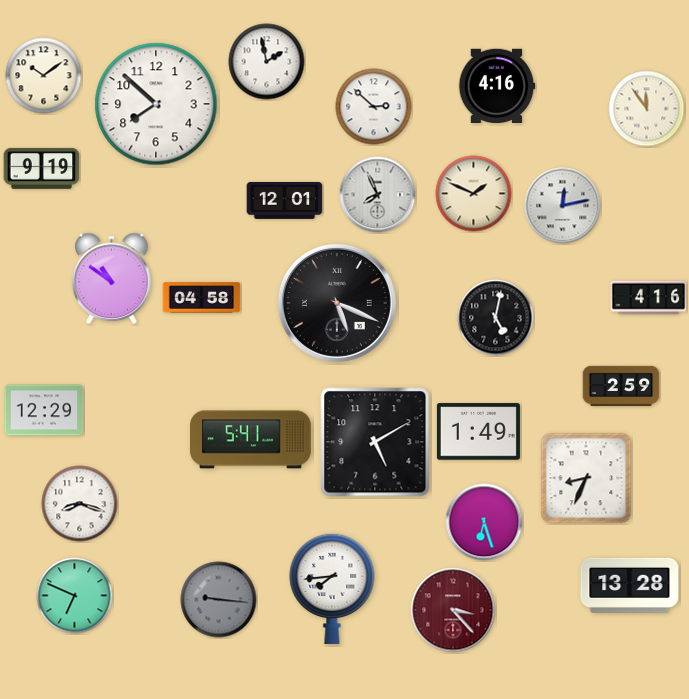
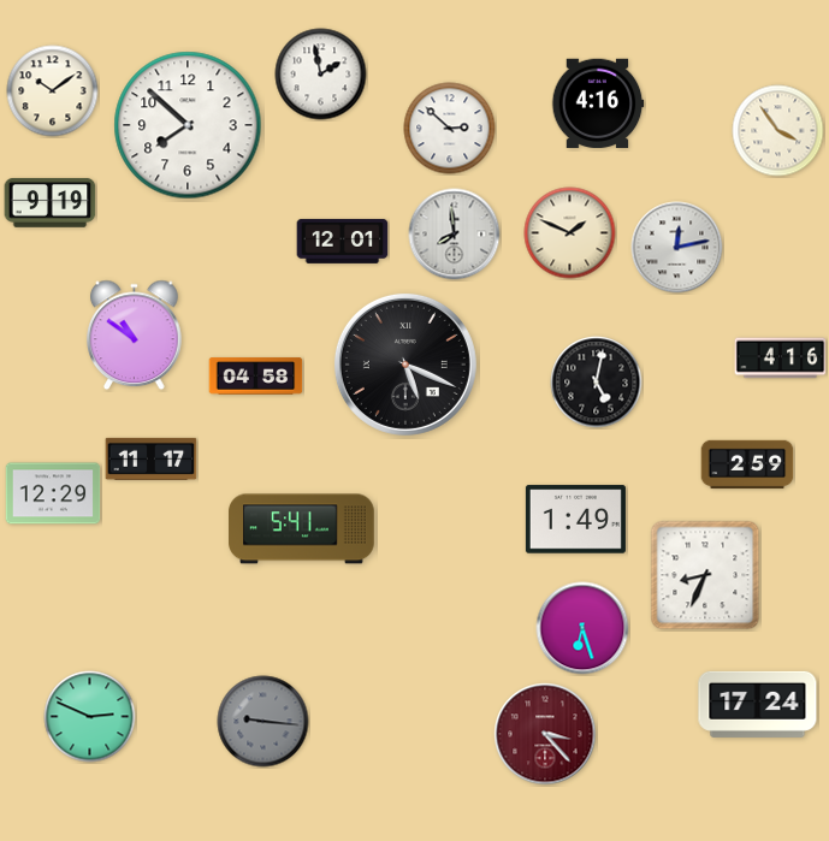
clock at (647, 109): 11:54 -> 3:54
clock at (378, 195): 7:56 -> 7:59
clock at (202, 298) position: (202, 298) -> (256, 377)
clock at (152, 458): none -> 11:17
clock at (375, 442): 5:10 -> none
clock at (80, 504): 8:18 -> none
clock at (630, 585): 13:28 -> 17:24
clock at (332, 589): 7:44 -> none
clock at (75, 596): 6:49 -> 2:49
